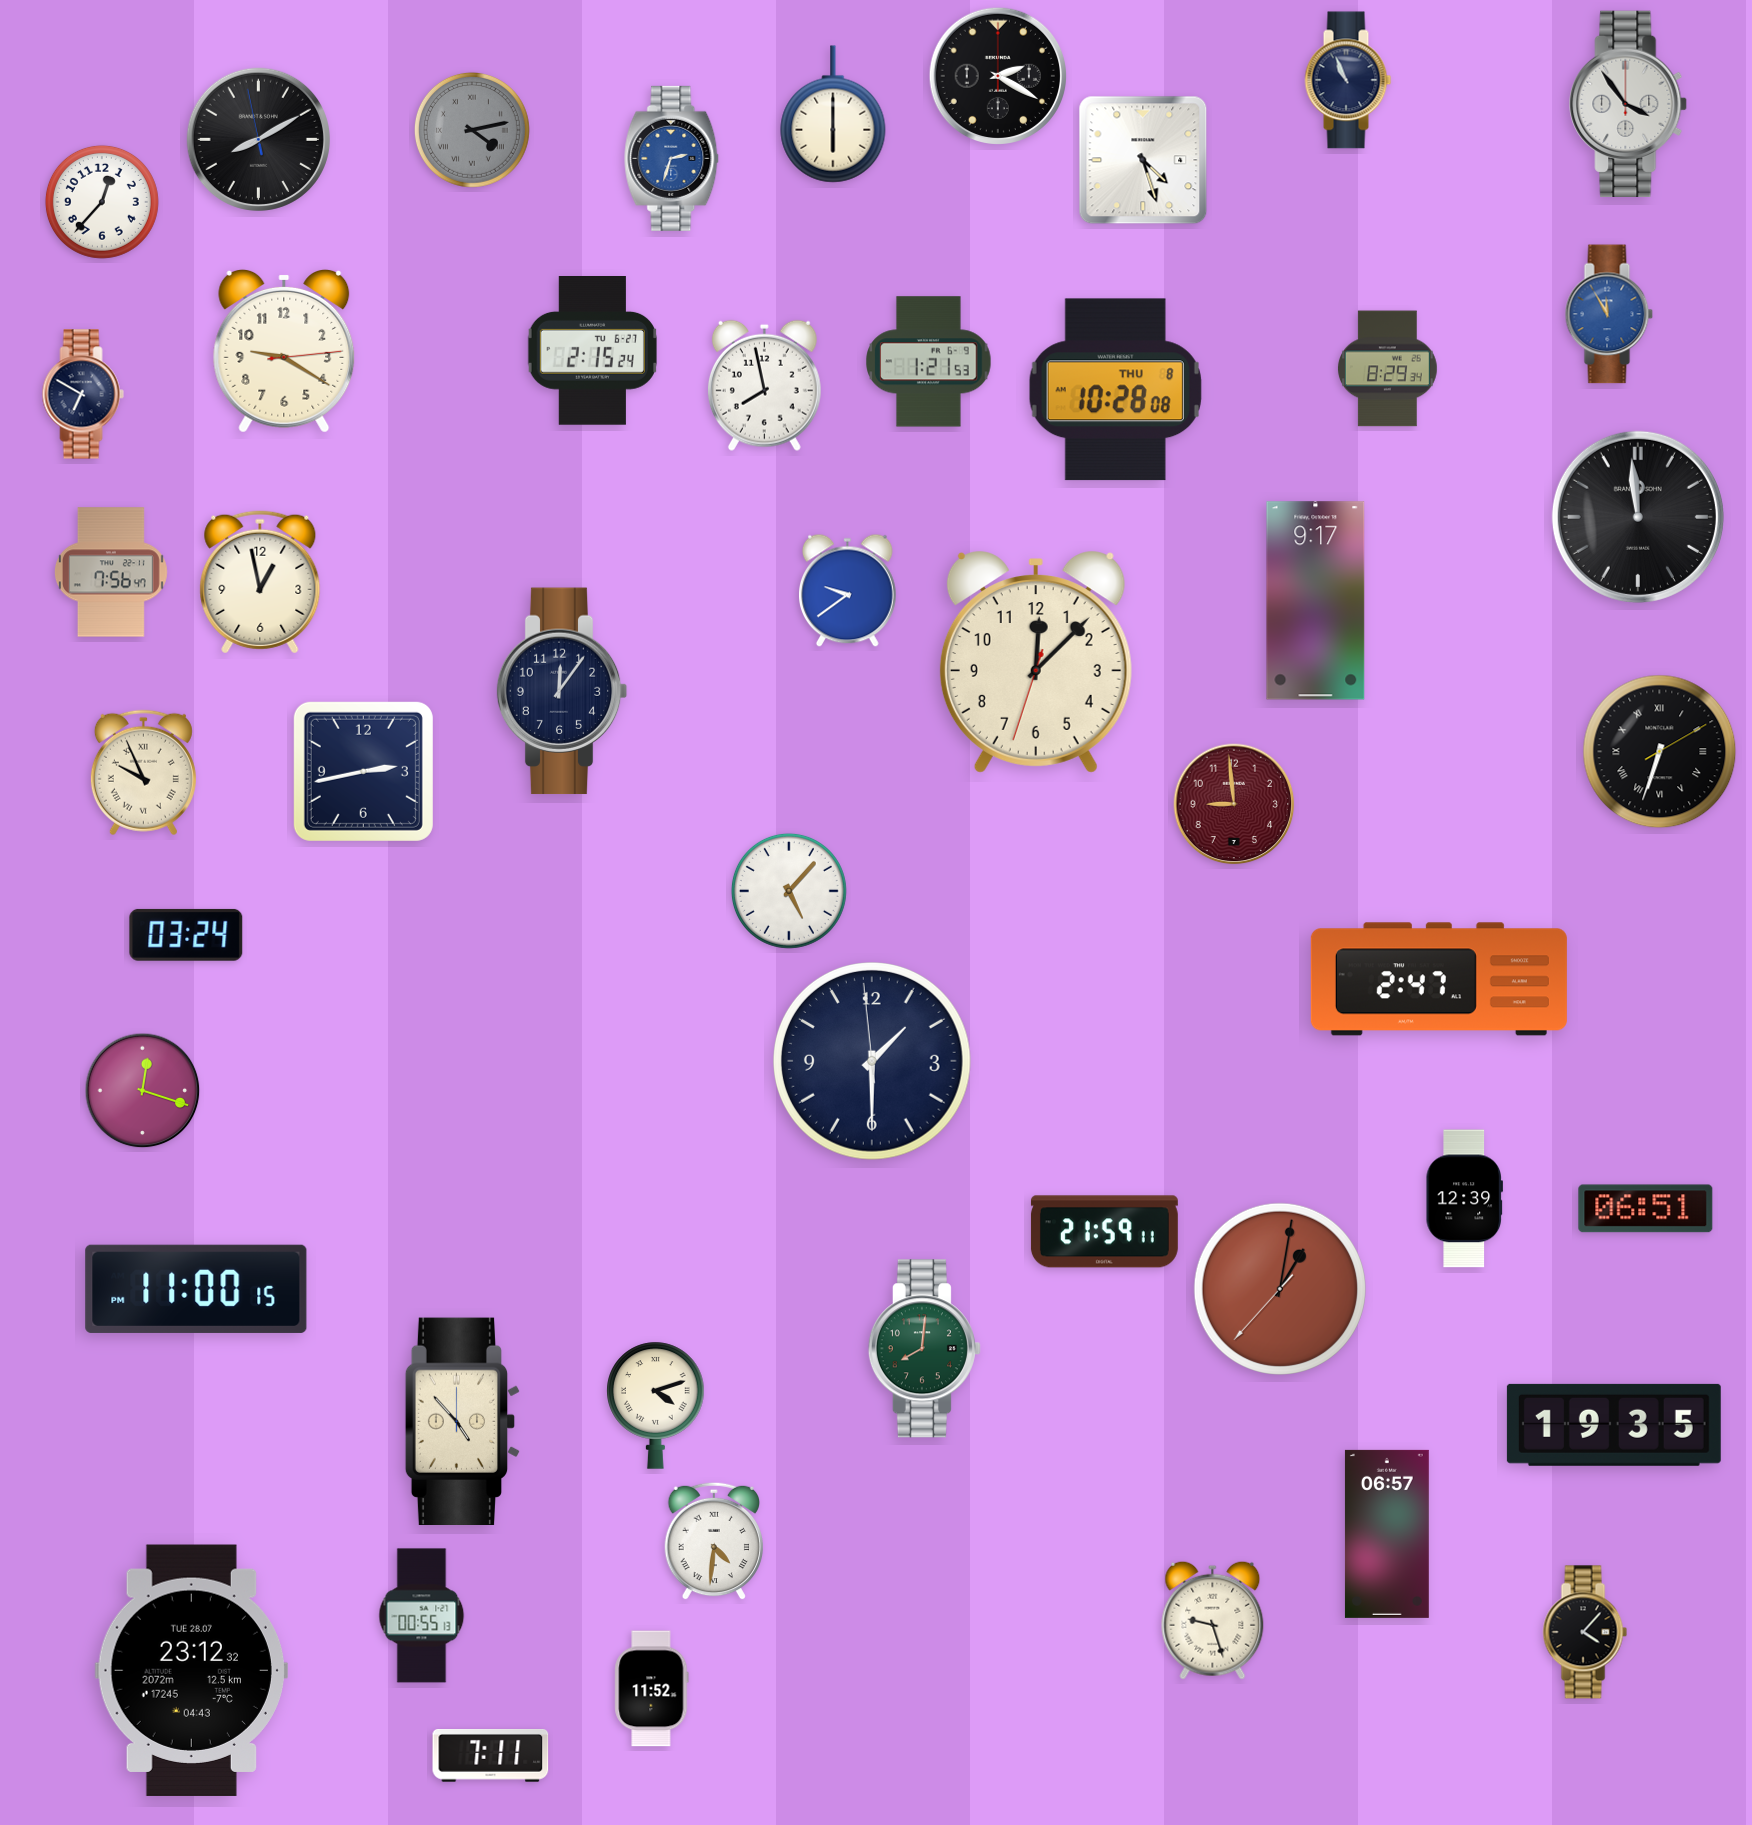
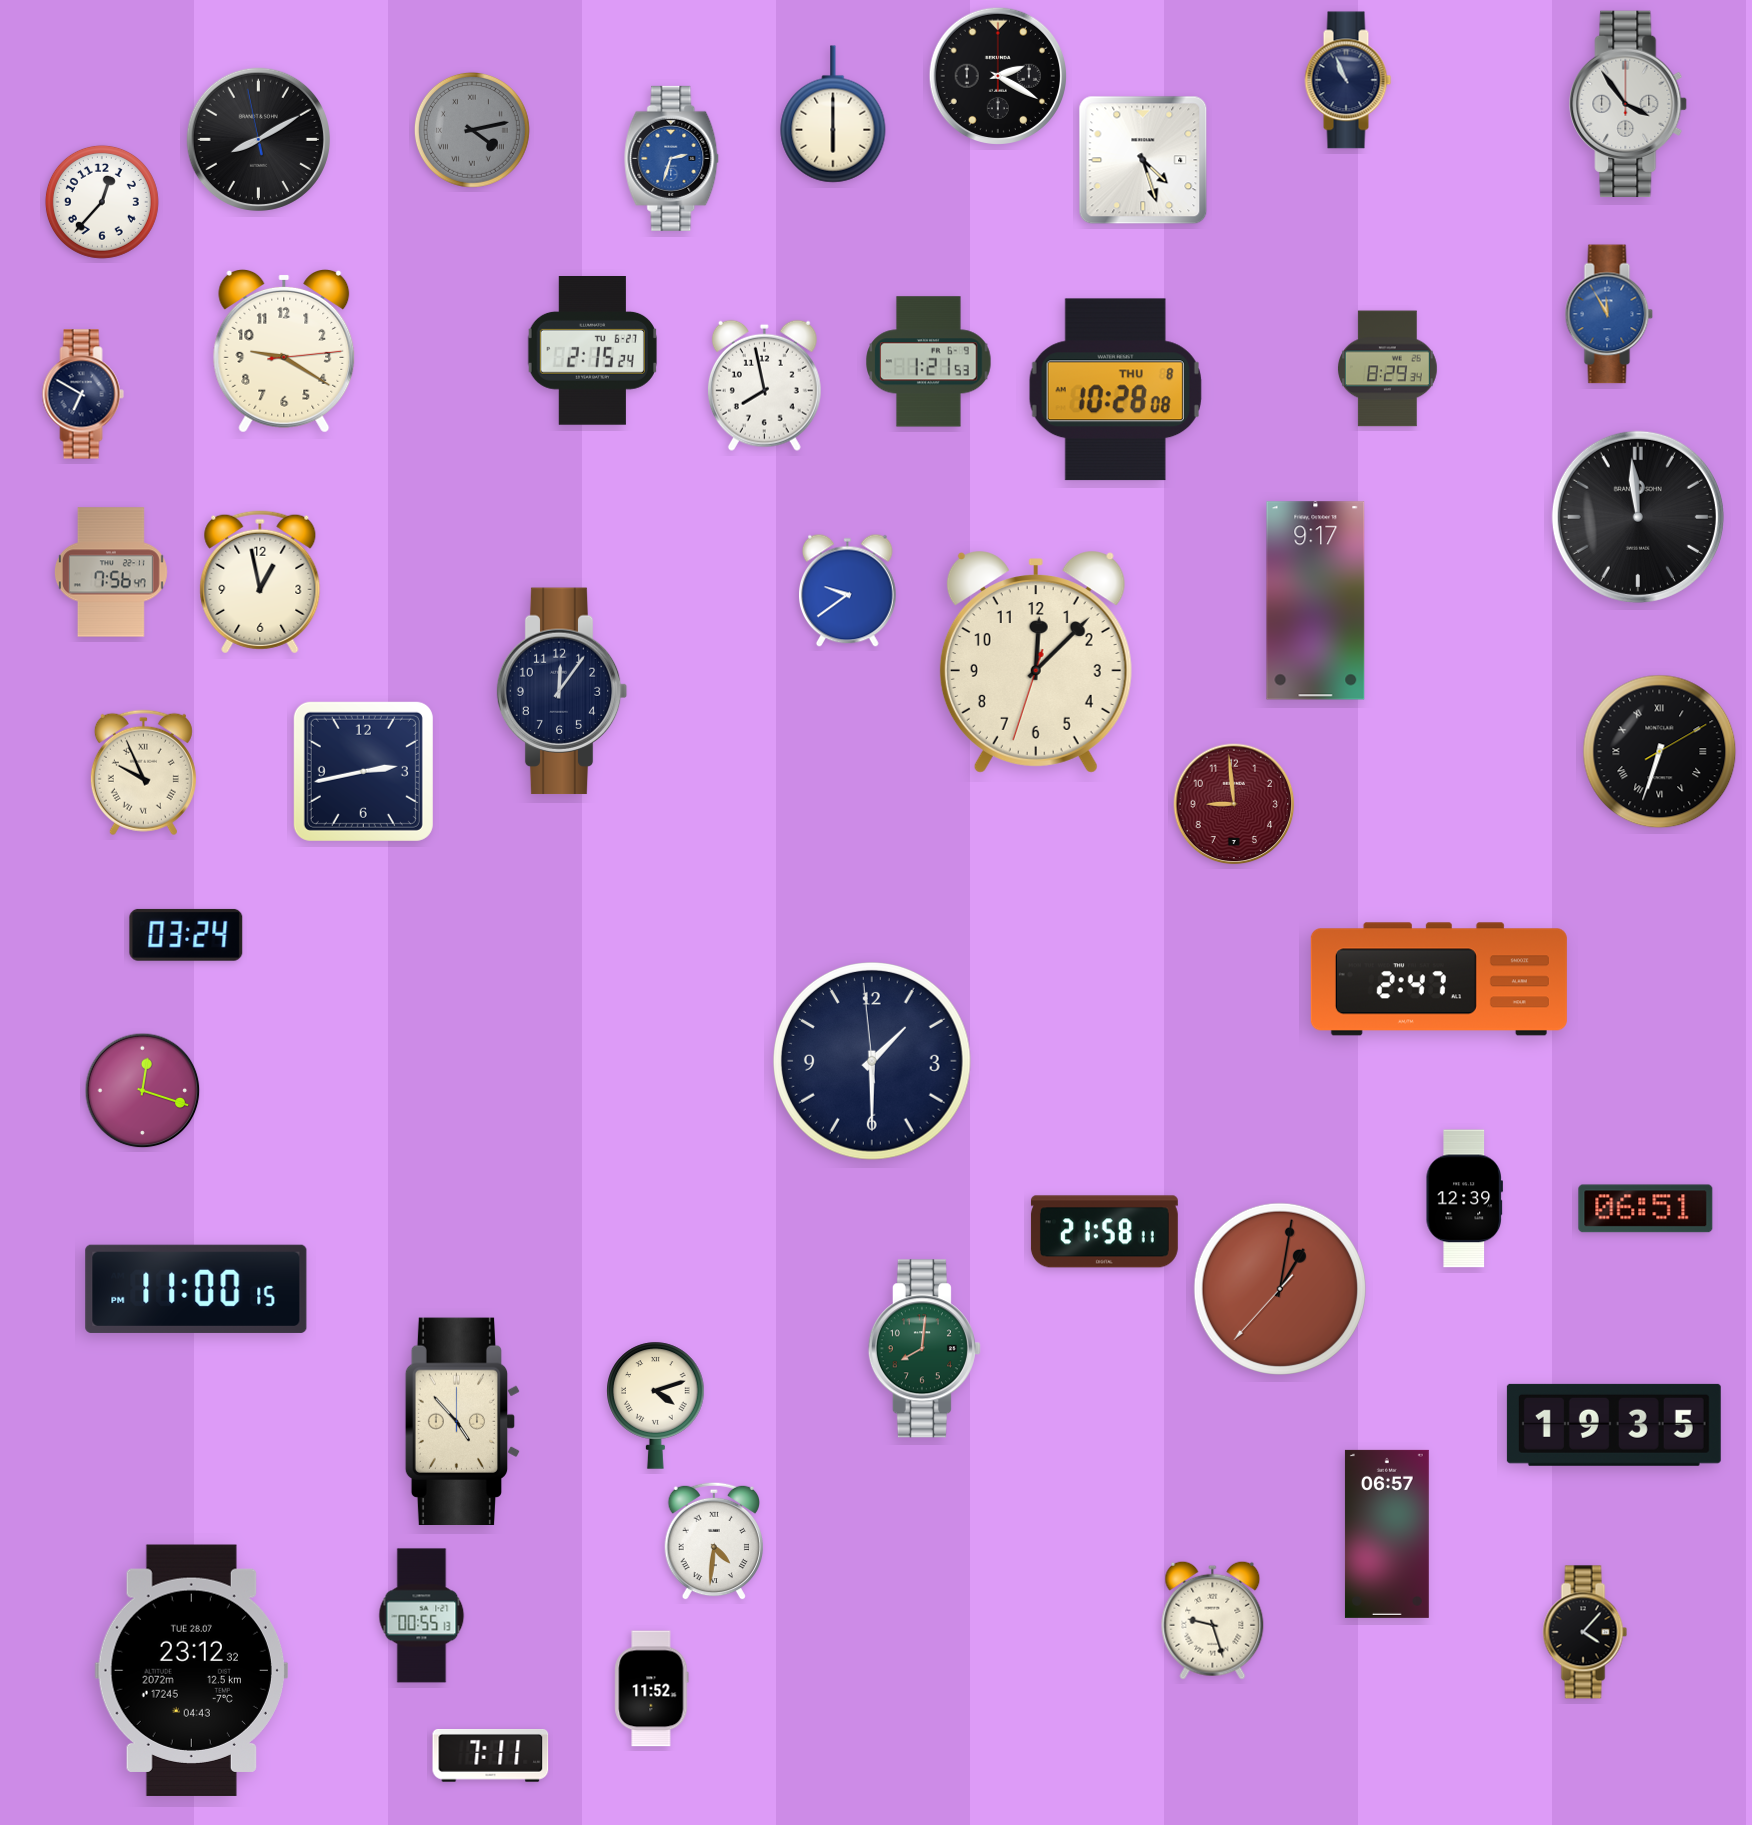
clock at (789, 891): 5:07 -> none
clock at (1104, 1232): 21:59 -> 21:58
